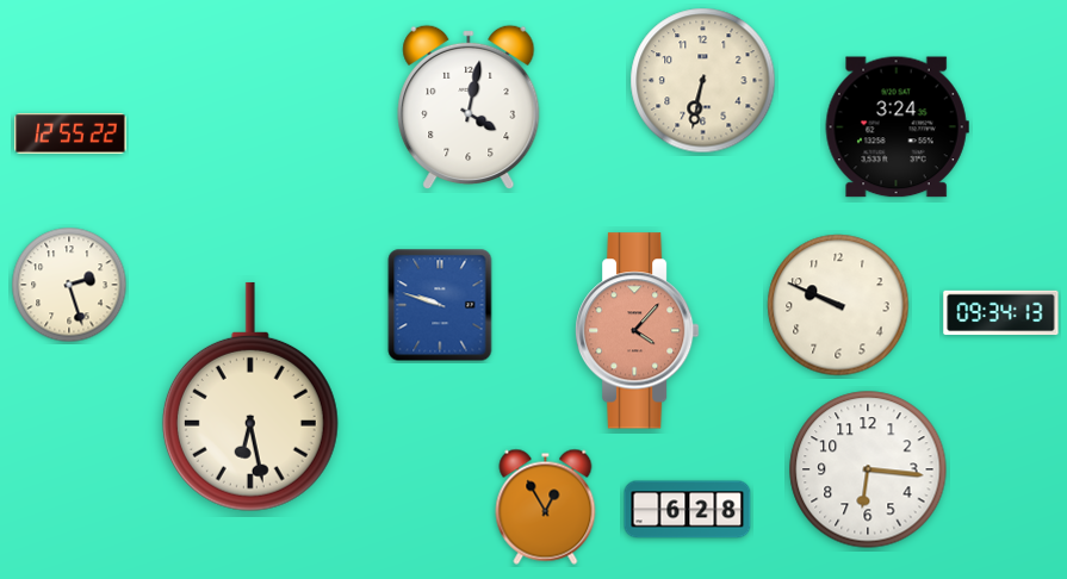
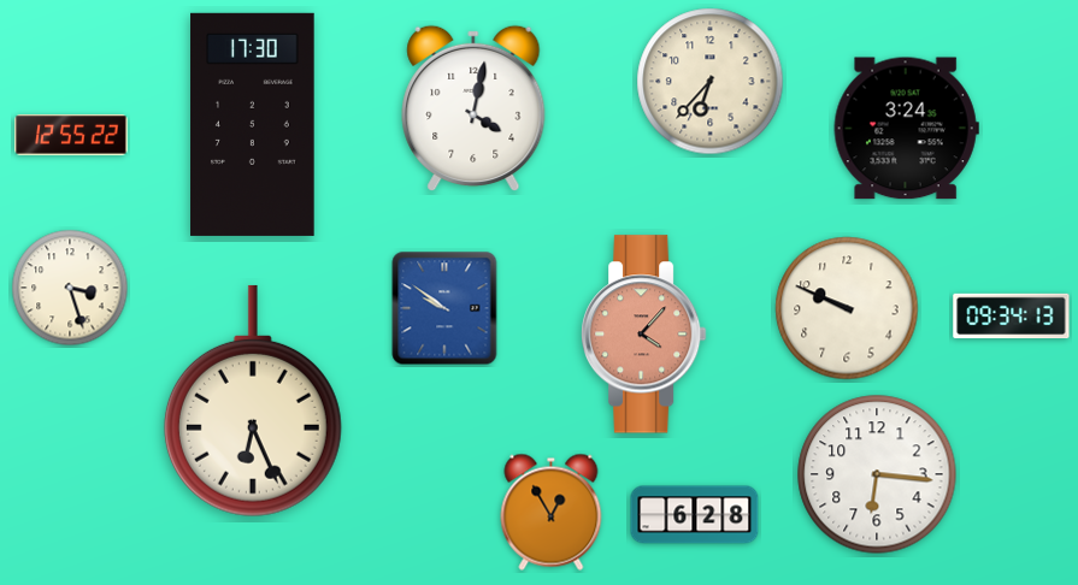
clock at (703, 81): 6:32 -> 6:37
clock at (253, 124): none -> 17:30
clock at (69, 285): 2:27 -> 3:27
clock at (440, 305): 9:48 -> 9:51
clock at (250, 397): 6:28 -> 6:26
